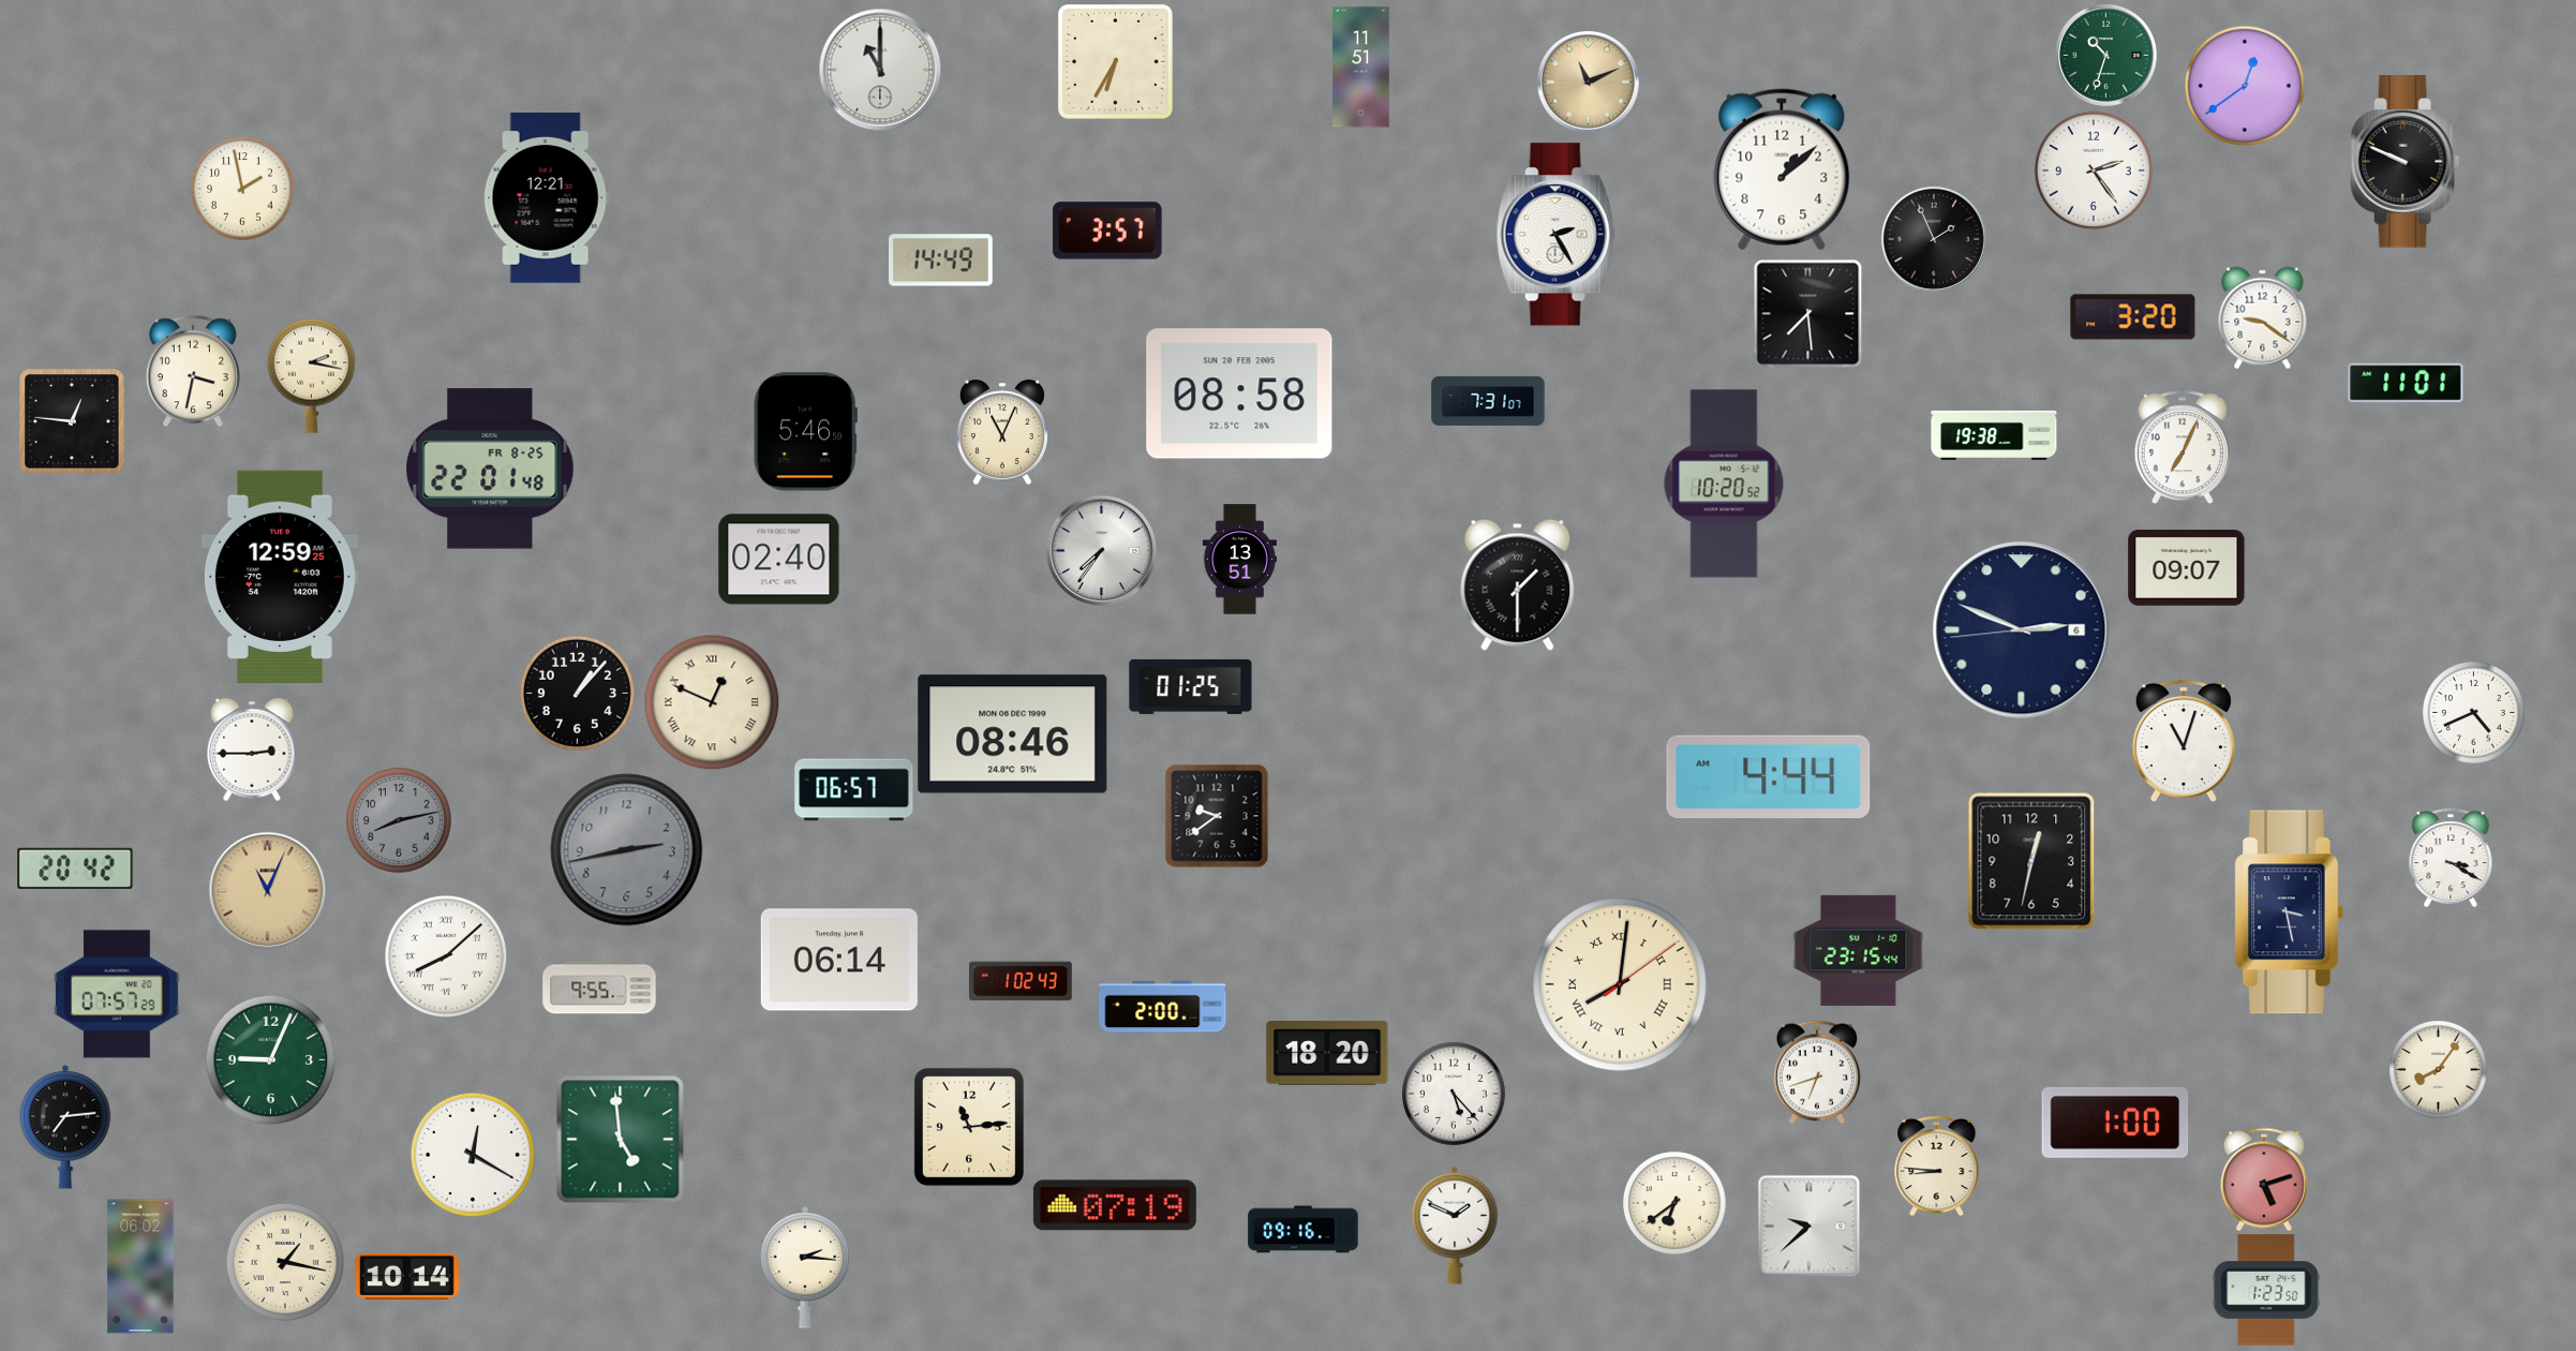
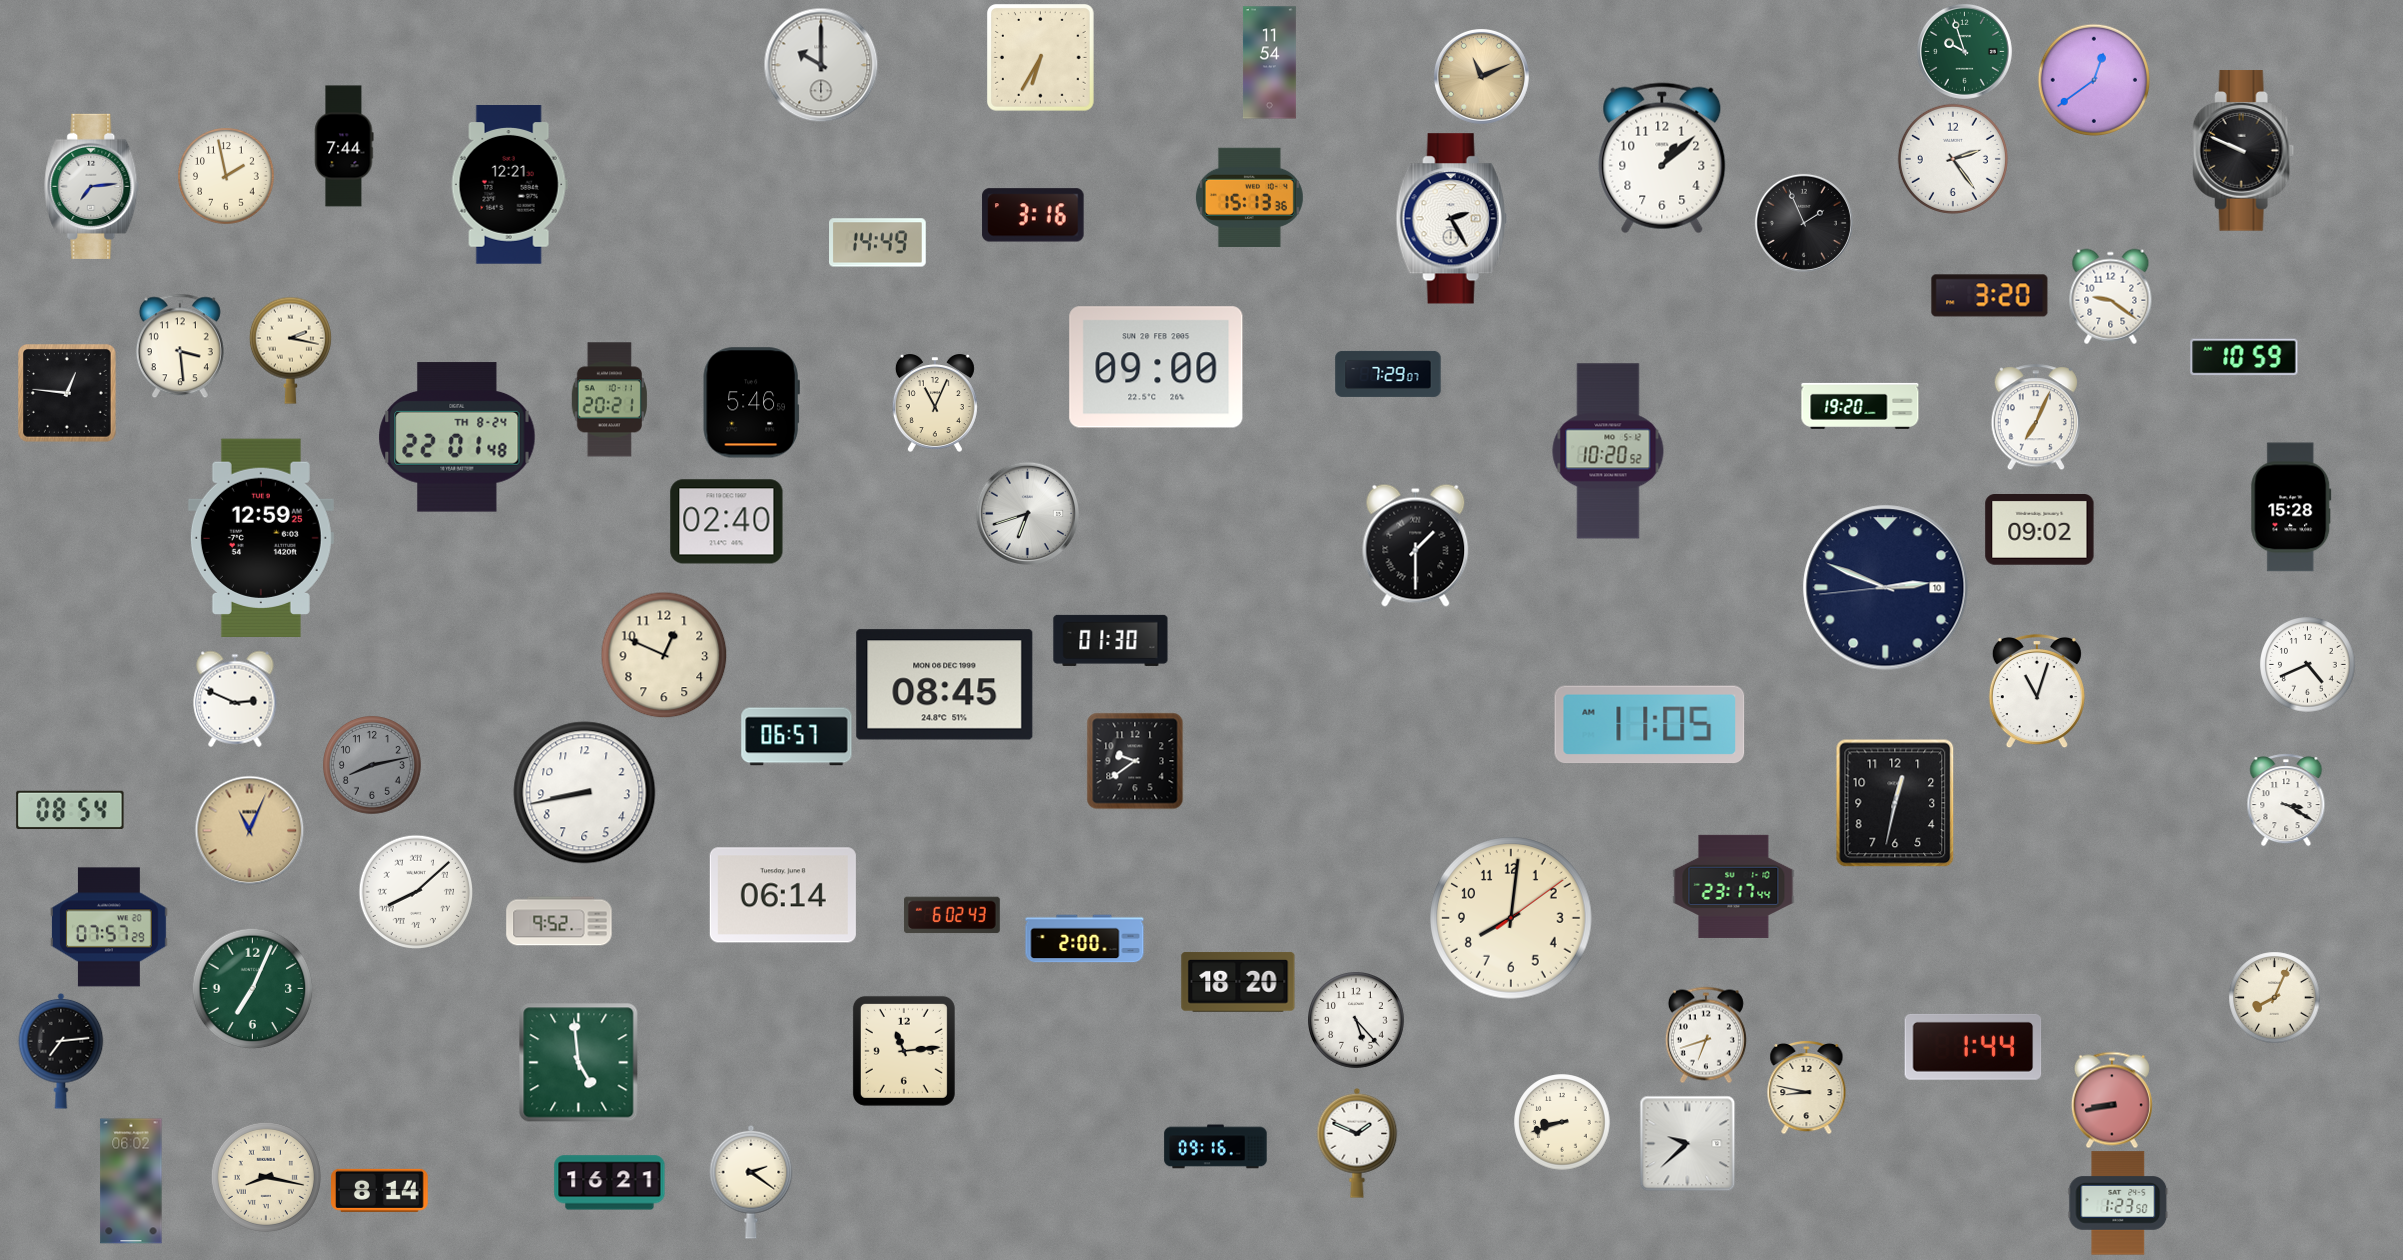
clock at (2105, 55): 10:33 -> 9:57
clock at (1361, 68): 11:51 -> 11:54
clock at (880, 70): 11:00 -> 10:00
clock at (344, 146): none -> 7:44
clock at (92, 186): none -> 7:14
clock at (1249, 197): none -> 15:13
clock at (1107, 231): 3:57 -> 3:16
clock at (1807, 313): 7:29 -> none
clock at (193, 371): 3:32 -> 3:29
clock at (2406, 383): 11:01 -> 10:59
clock at (1239, 394): 08:58 -> 09:00
clock at (1488, 401): 7:31 -> 7:29
clock at (609, 400): none -> 20:21
clock at (1994, 435): 19:38 -> 19:20
clock at (490, 469) date: FR 8-25 -> TH 8-24
clock at (2291, 507): none -> 15:28
clock at (1101, 550): 7:36 -> 6:42
clock at (1239, 560): 13:51 -> none
clock at (2187, 568): 09:07 -> 09:02
clock at (2022, 630) date: 6 -> 10
clock at (1191, 686): 01:25 -> 01:30
clock at (577, 693): 1:07 -> none
clock at (712, 702) numerals: Roman -> Arabic
clock at (1013, 734): 08:46 -> 08:45
clock at (252, 749): 2:45 -> 2:49
clock at (1769, 777): 4:44 -> 11:05
clock at (627, 850): 2:43 -> 8:43
clock at (627, 850) dial: grey -> white
clock at (75, 867): 20:42 -> 08:54
clock at (2290, 912): 3:28 -> none
clock at (1859, 950): 23:15 -> 23:17
clock at (1022, 981): 1:02 -> 6:02
clock at (1621, 985) numerals: Roman -> Arabic
clock at (599, 988): 9:55 -> 9:52
clock at (270, 1059): 9:04 -> 7:04
clock at (2438, 1069): 8:06 -> 8:04
clock at (1817, 1072) position: (1817, 1072) -> (1706, 1035)
clock at (2115, 1123): 1:00 -> 1:44
clock at (473, 1155): 12:20 -> none
clock at (1937, 1166): 8:46 -> 8:47
clock at (2264, 1179): 5:12 -> 8:43
clock at (1674, 1203): 6:39 -> 8:42
clock at (1115, 1205): 07:19 -> none
clock at (285, 1262): 1:17 -> 8:17
clock at (805, 1267): 2:16 -> 2:21
clock at (610, 1183): none -> 16:21
clock at (407, 1276): 10:14 -> 8:14
clock at (2266, 1290) position: (2266, 1290) -> (2118, 1203)
